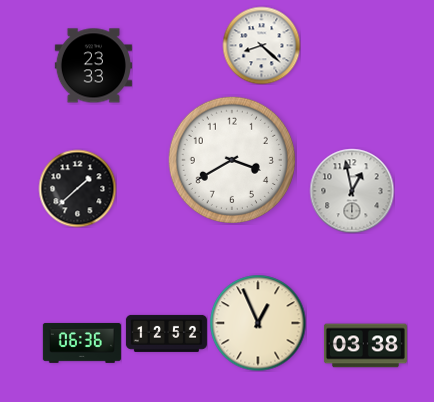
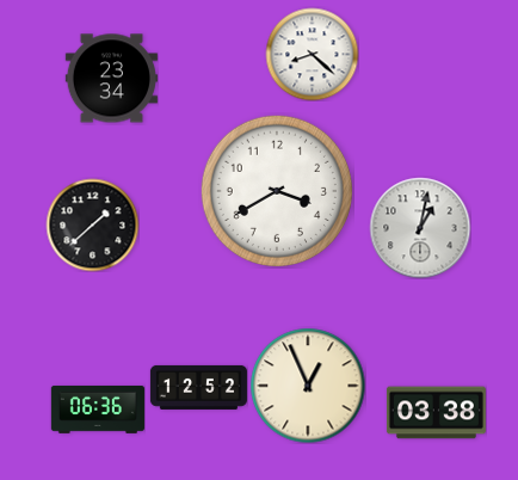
clock at (93, 66): 23:33 -> 23:34
clock at (352, 191): 12:58 -> 1:02
clock at (166, 333) position: (166, 333) -> (198, 387)
